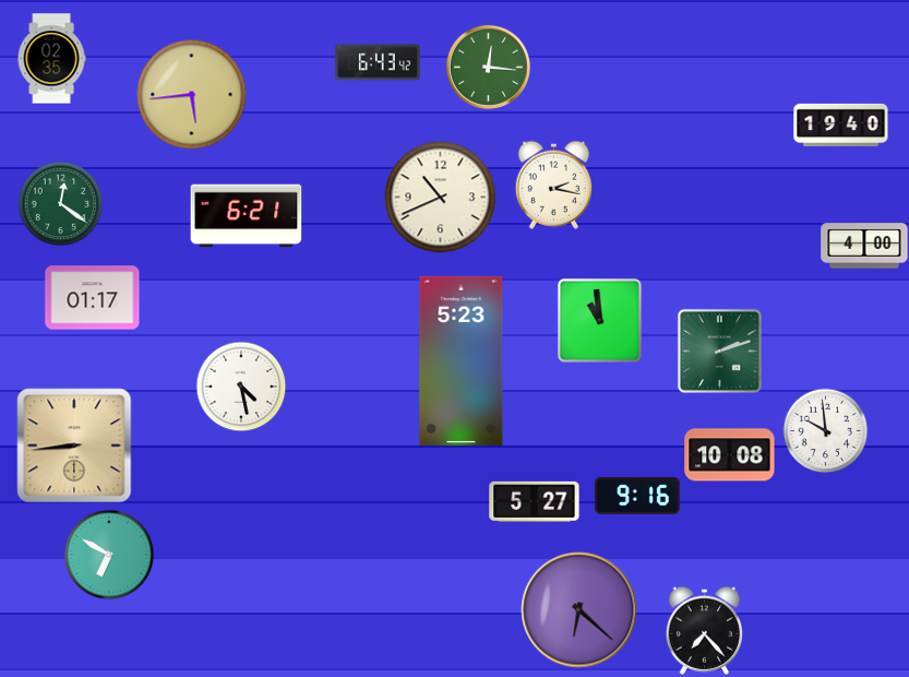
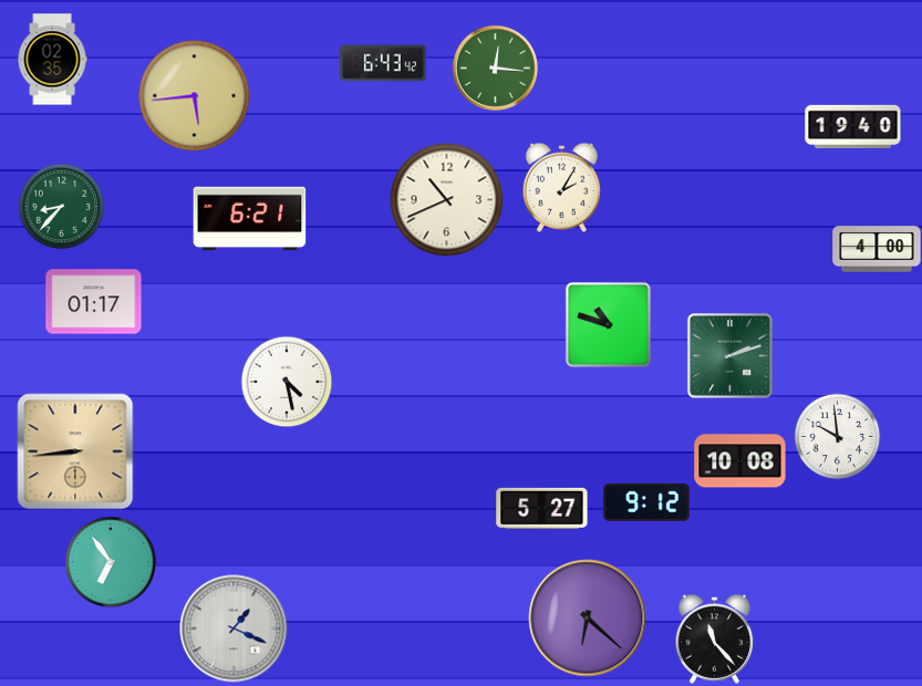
clock at (554, 185): 2:17 -> 2:05
clock at (60, 203): 12:21 -> 8:37
clock at (599, 320): 10:59 -> 10:48
clock at (462, 360): 5:23 -> none
clock at (241, 387) position: (241, 387) -> (287, 382)
clock at (637, 496): 9:16 -> 9:12
clock at (109, 555): 6:50 -> 6:54
clock at (234, 628): none -> 1:19
clock at (705, 630): 7:23 -> 11:23
